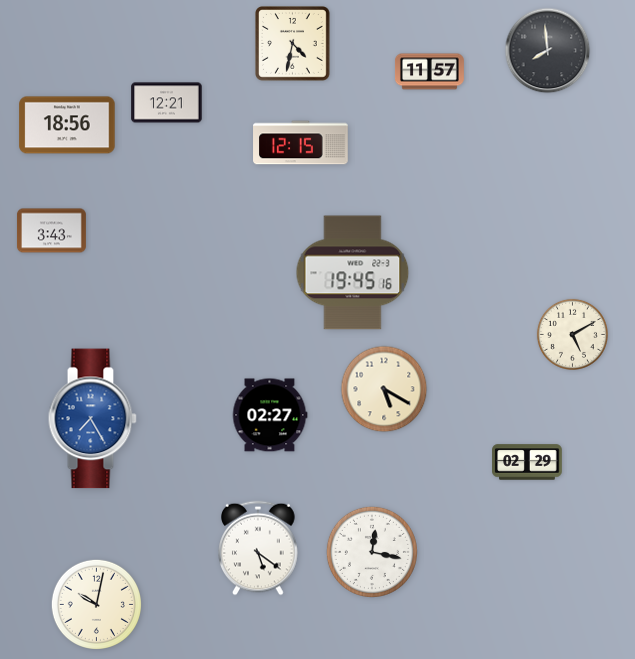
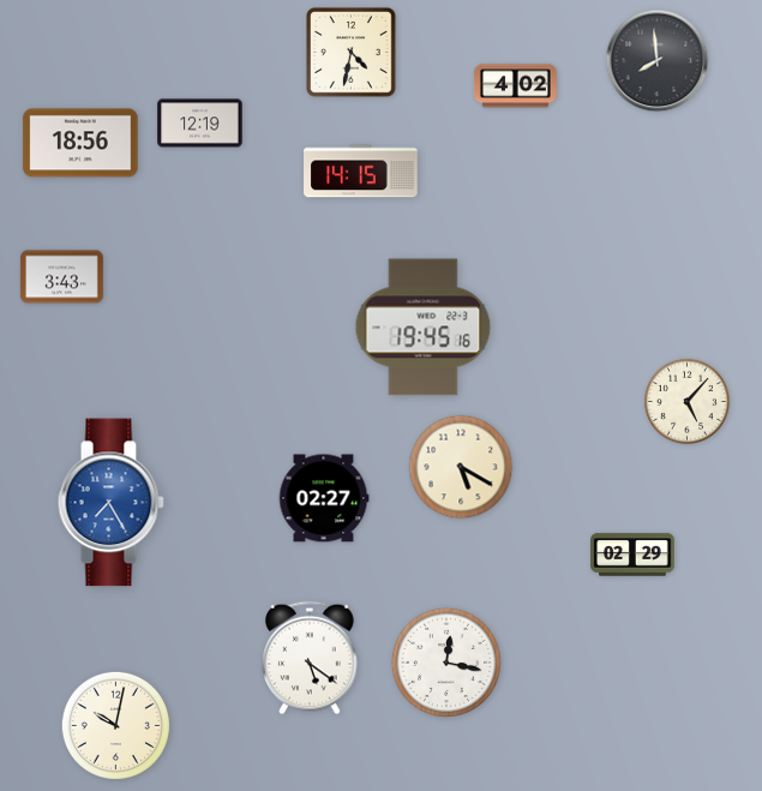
clock at (429, 72): 11:57 -> 4:02
clock at (167, 103): 12:21 -> 12:19
clock at (67, 125) position: (67, 125) -> (80, 143)
clock at (301, 143): 12:15 -> 14:15
clock at (572, 334): 5:10 -> 5:07
